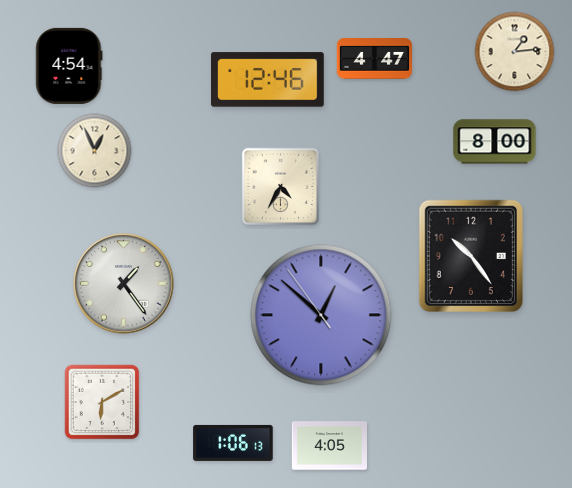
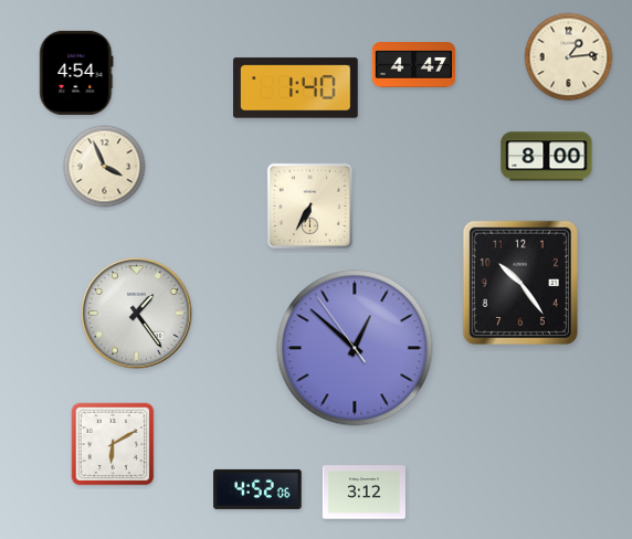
clock at (268, 80): 12:46 -> 1:40
clock at (95, 151): 12:56 -> 3:56
clock at (281, 187): 4:35 -> 6:35
clock at (233, 443): 1:06 -> 4:52
clock at (329, 446): 4:05 -> 3:12
